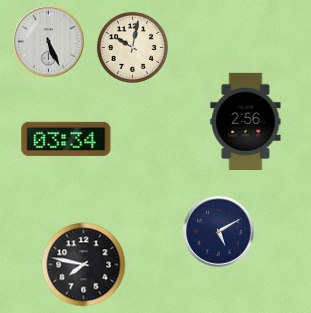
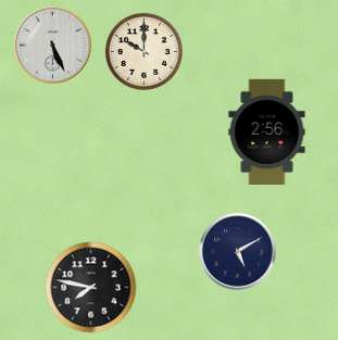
clock at (132, 47): 10:02 -> 10:00
clock at (66, 139): 03:34 -> none
